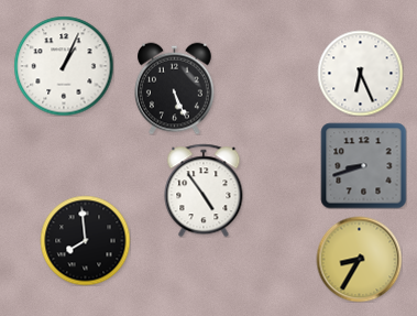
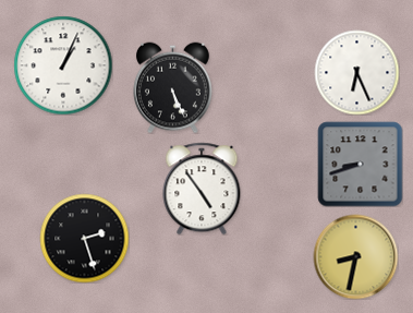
clock at (85, 240): 7:59 -> 2:27
clock at (359, 259): 8:35 -> 8:32
